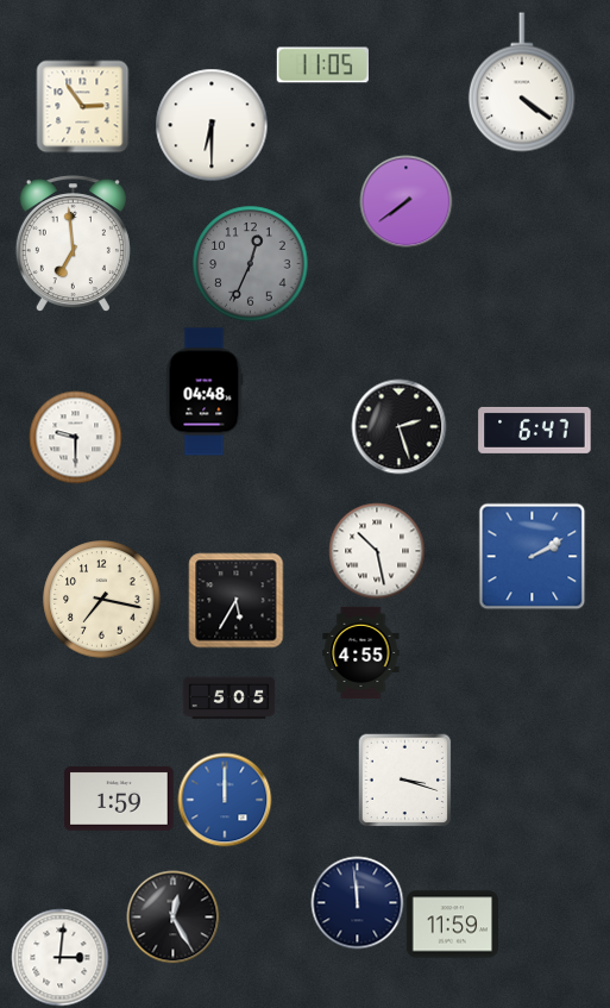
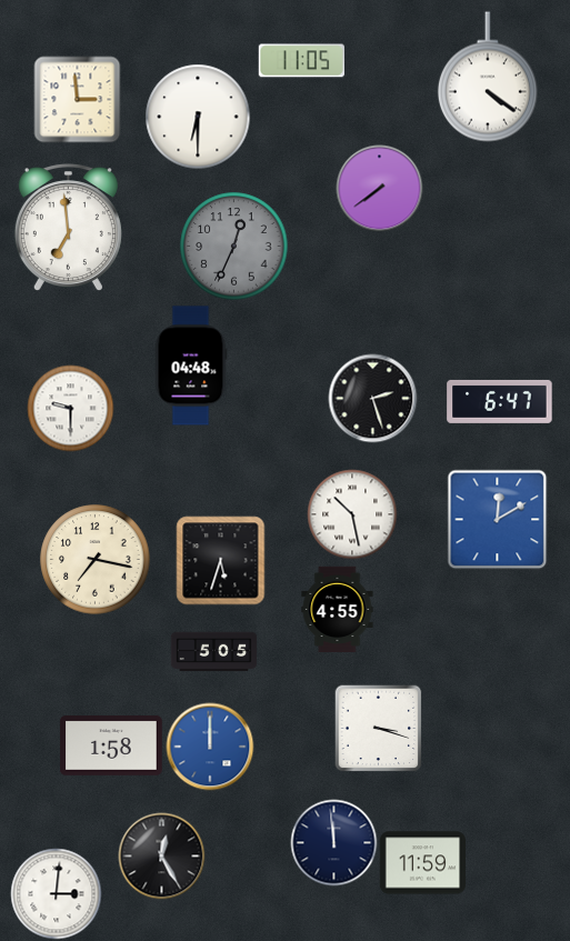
clock at (82, 106): 2:54 -> 2:59
clock at (532, 556): 2:10 -> 12:10
clock at (235, 600): 5:35 -> 5:33
clock at (119, 799): 1:59 -> 1:58
